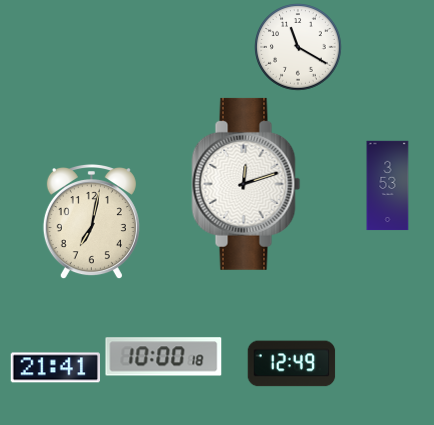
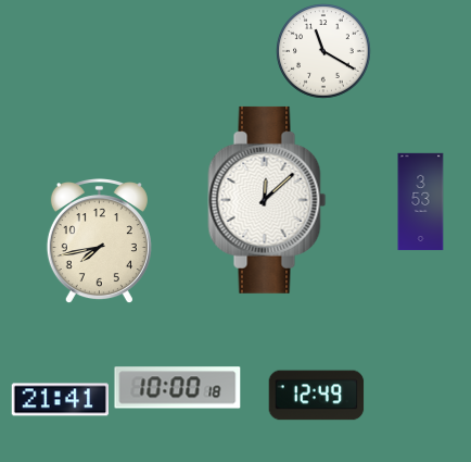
clock at (246, 184): 12:12 -> 12:08
clock at (91, 223): 7:02 -> 7:43
